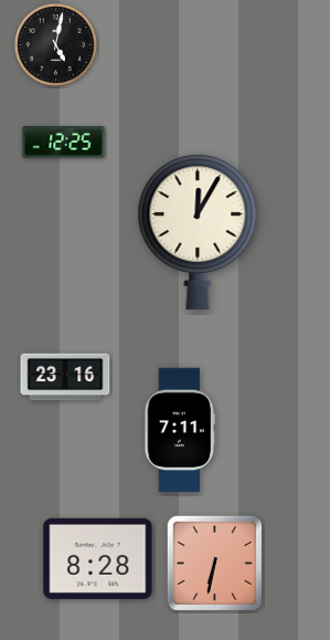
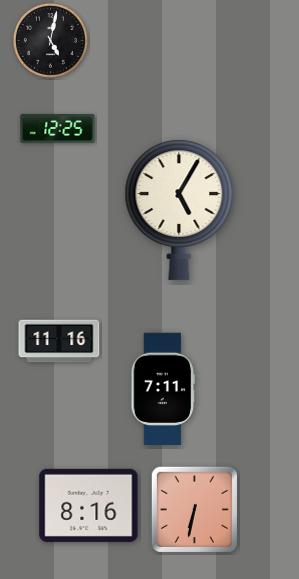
clock at (198, 232): 12:05 -> 5:05
clock at (65, 377): 23:16 -> 11:16
clock at (98, 558): 8:28 -> 8:16
